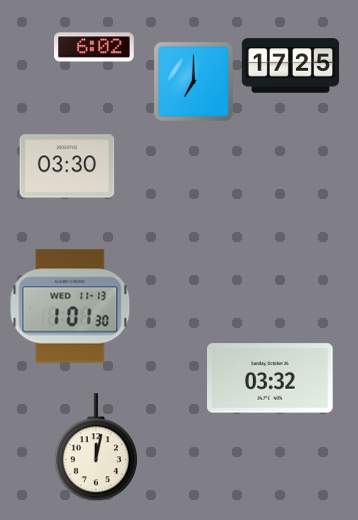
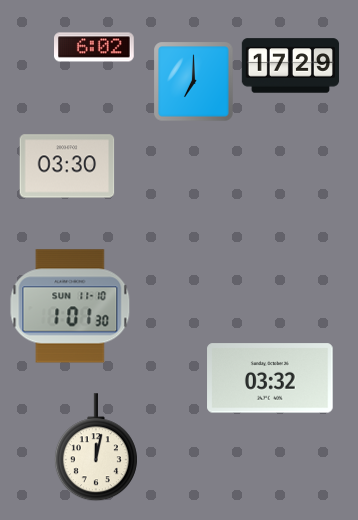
clock at (291, 66): 17:25 -> 17:29
clock at (70, 306) date: WED 11-13 -> SUN 11-10
